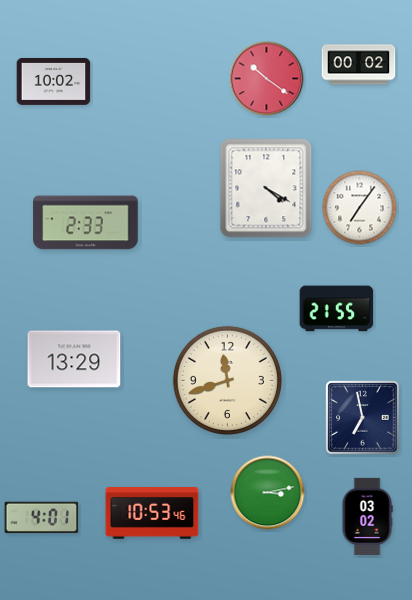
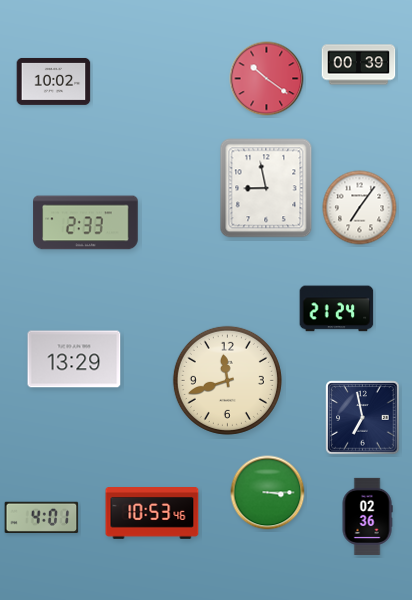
clock at (359, 65): 00:02 -> 00:39
clock at (266, 188): 4:20 -> 8:58
clock at (337, 309): 21:55 -> 21:24
clock at (268, 493): 3:13 -> 3:15
clock at (367, 516): 03:02 -> 02:36
